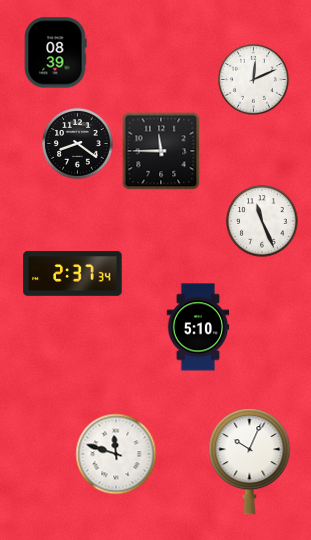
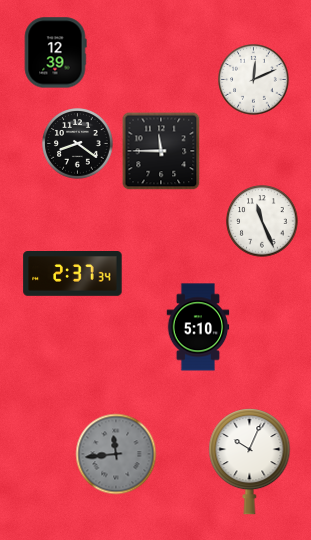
clock at (55, 53): 08:39 -> 12:39
clock at (116, 454): 11:48 -> 11:44
clock at (116, 454) dial: white -> grey
